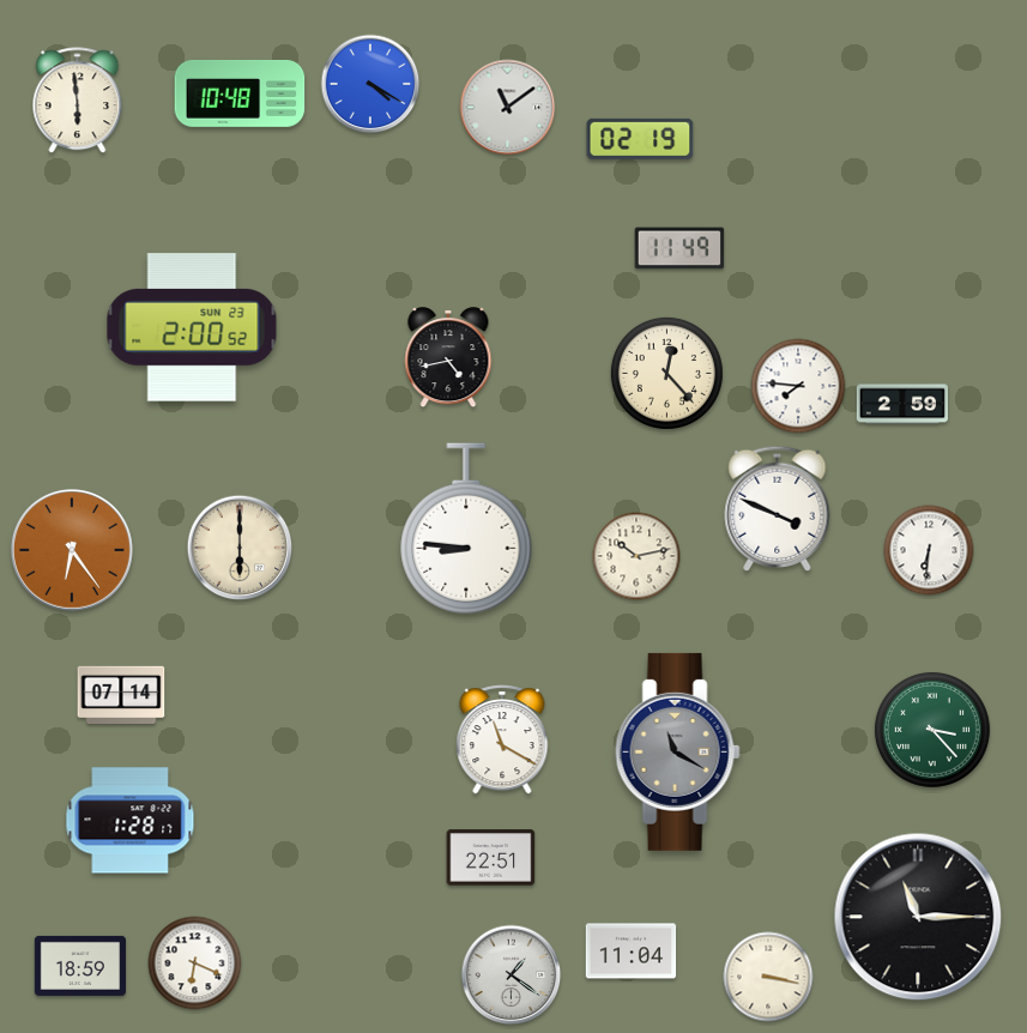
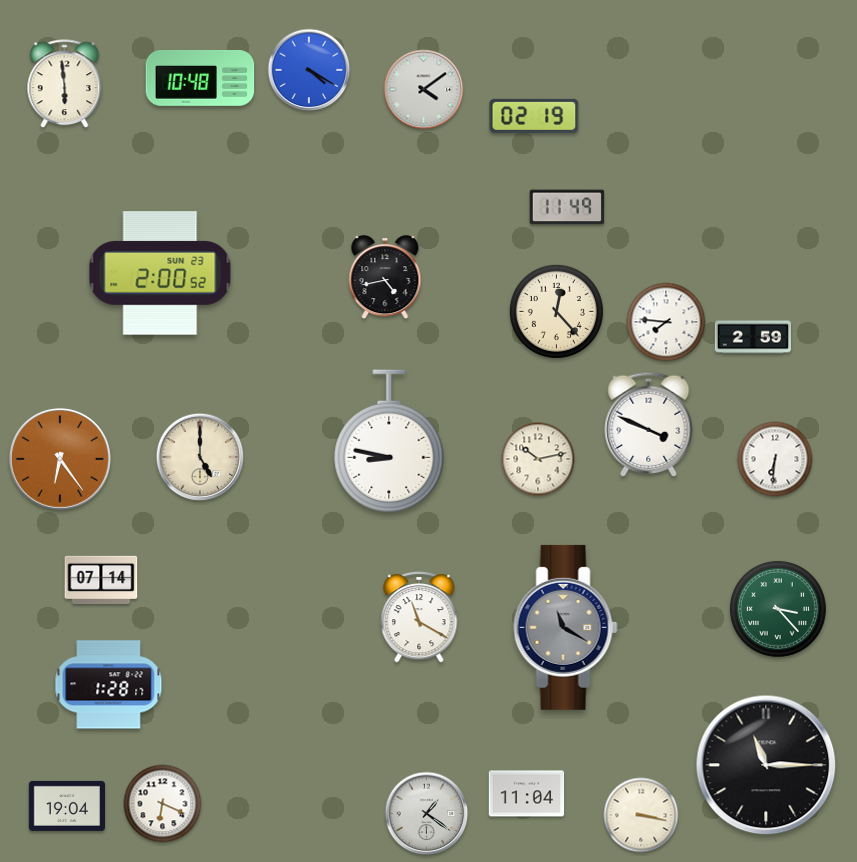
clock at (508, 108): 11:09 -> 4:09
clock at (448, 358) position: (448, 358) -> (385, 278)
clock at (466, 528): 8:46 -> 8:47
clock at (240, 548): 6:00 -> 5:00
clock at (636, 556) position: (636, 556) -> (538, 459)
clock at (491, 858): 22:51 -> none
clock at (79, 966): 18:59 -> 19:04
